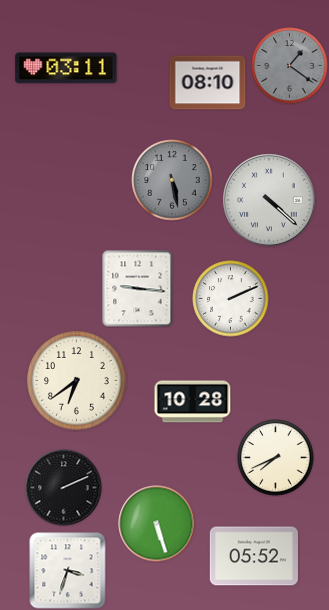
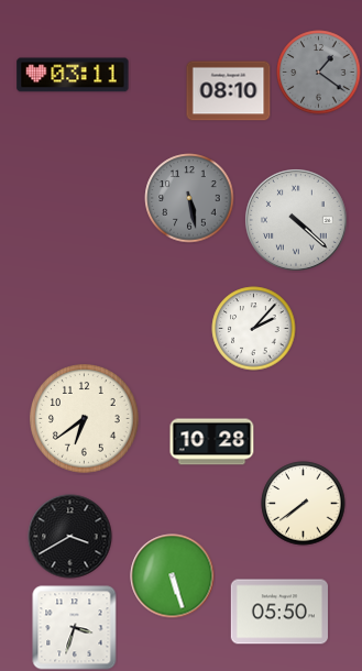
clock at (138, 289): 9:16 -> none
clock at (231, 299): 2:11 -> 2:07
clock at (276, 458): 7:41 -> 7:39
clock at (64, 488): 2:11 -> 3:40
clock at (254, 556): 05:52 -> 05:50
